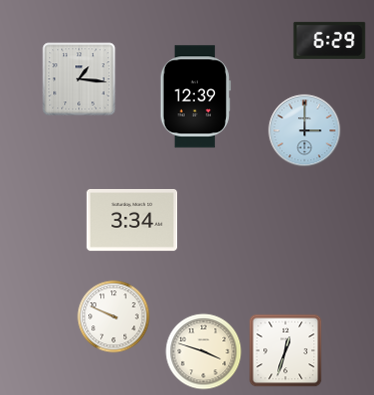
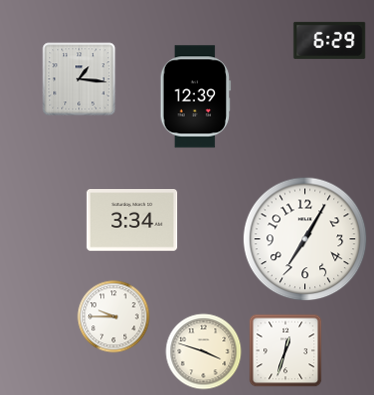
clock at (305, 131): 3:00 -> none
clock at (305, 239): none -> 7:05
clock at (114, 317): 9:49 -> 9:45
